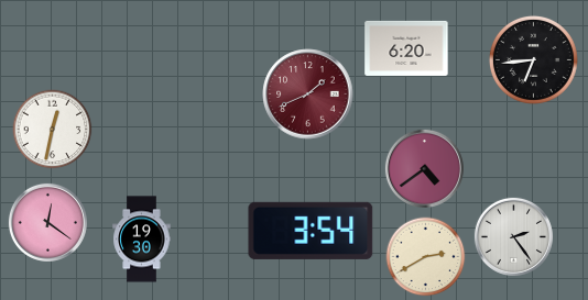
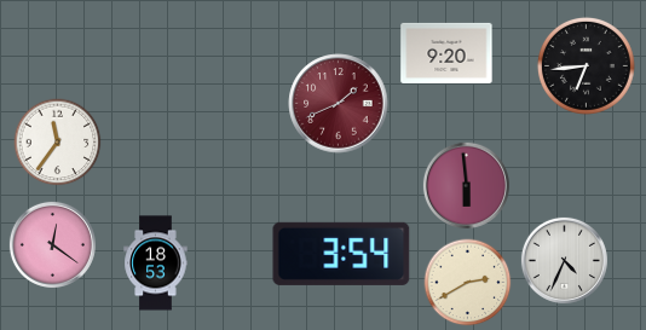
clock at (406, 48): 6:20 -> 9:20
clock at (53, 130): 12:32 -> 11:36
clock at (424, 168): 4:39 -> 5:59
clock at (513, 236): 2:24 -> 4:34
clock at (142, 240): 19:30 -> 18:53
